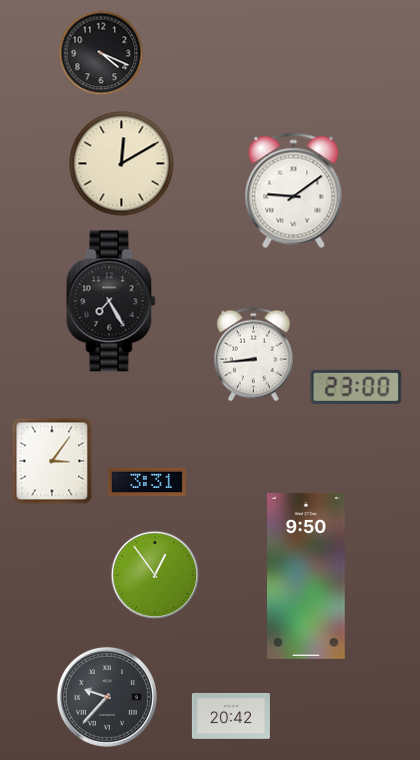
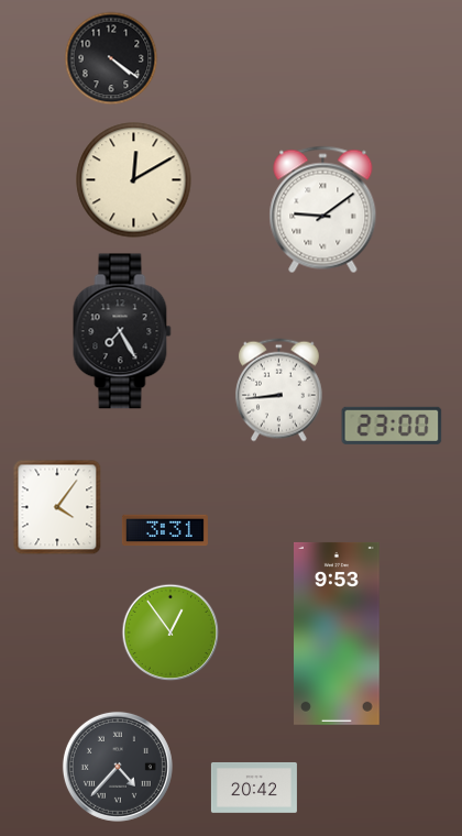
clock at (101, 53): 4:19 -> 4:21
clock at (52, 461): 3:06 -> 4:06
clock at (147, 482) position: (147, 482) -> (165, 530)
clock at (307, 576): 9:50 -> 9:53
clock at (107, 697): 9:37 -> 4:37
